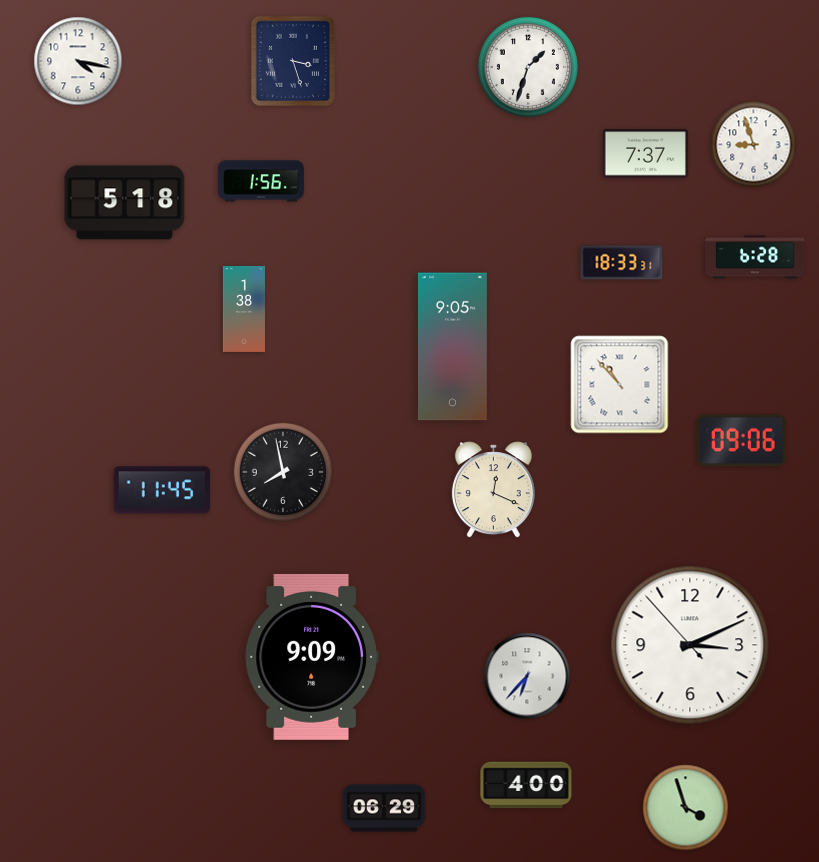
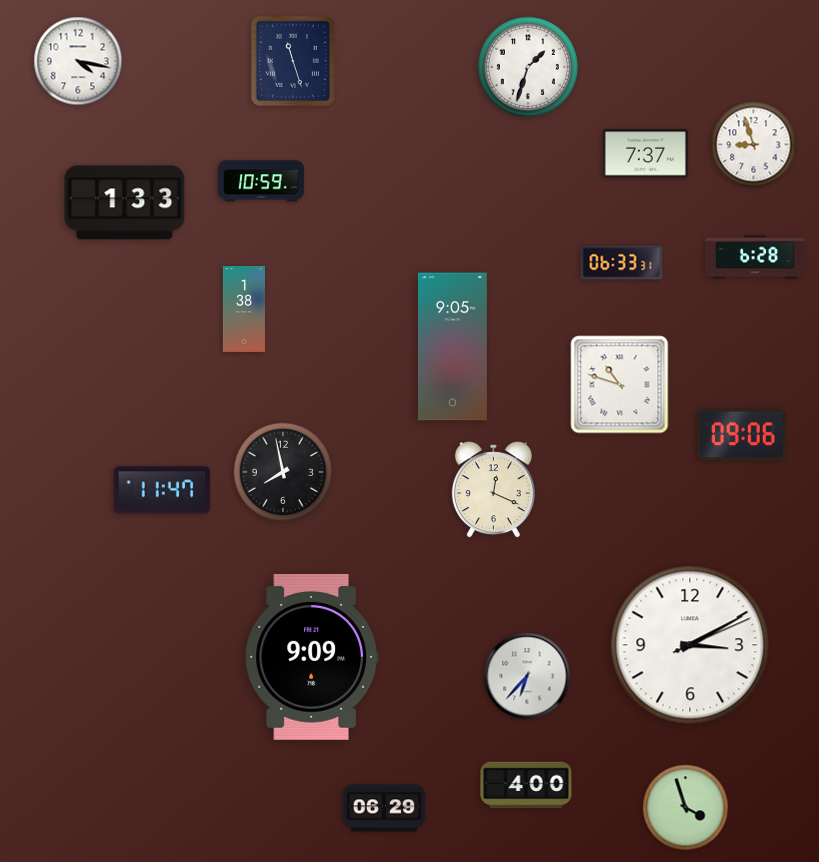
clock at (293, 61): 3:27 -> 11:27
clock at (261, 181): 1:56 -> 10:59
clock at (125, 203): 5:18 -> 1:33
clock at (622, 263): 18:33 -> 06:33
clock at (620, 385): 10:53 -> 10:48
clock at (742, 441) position: (742, 441) -> (742, 435)
clock at (162, 490): 11:45 -> 11:47
clock at (690, 645): 3:10:53 -> 3:10:11
